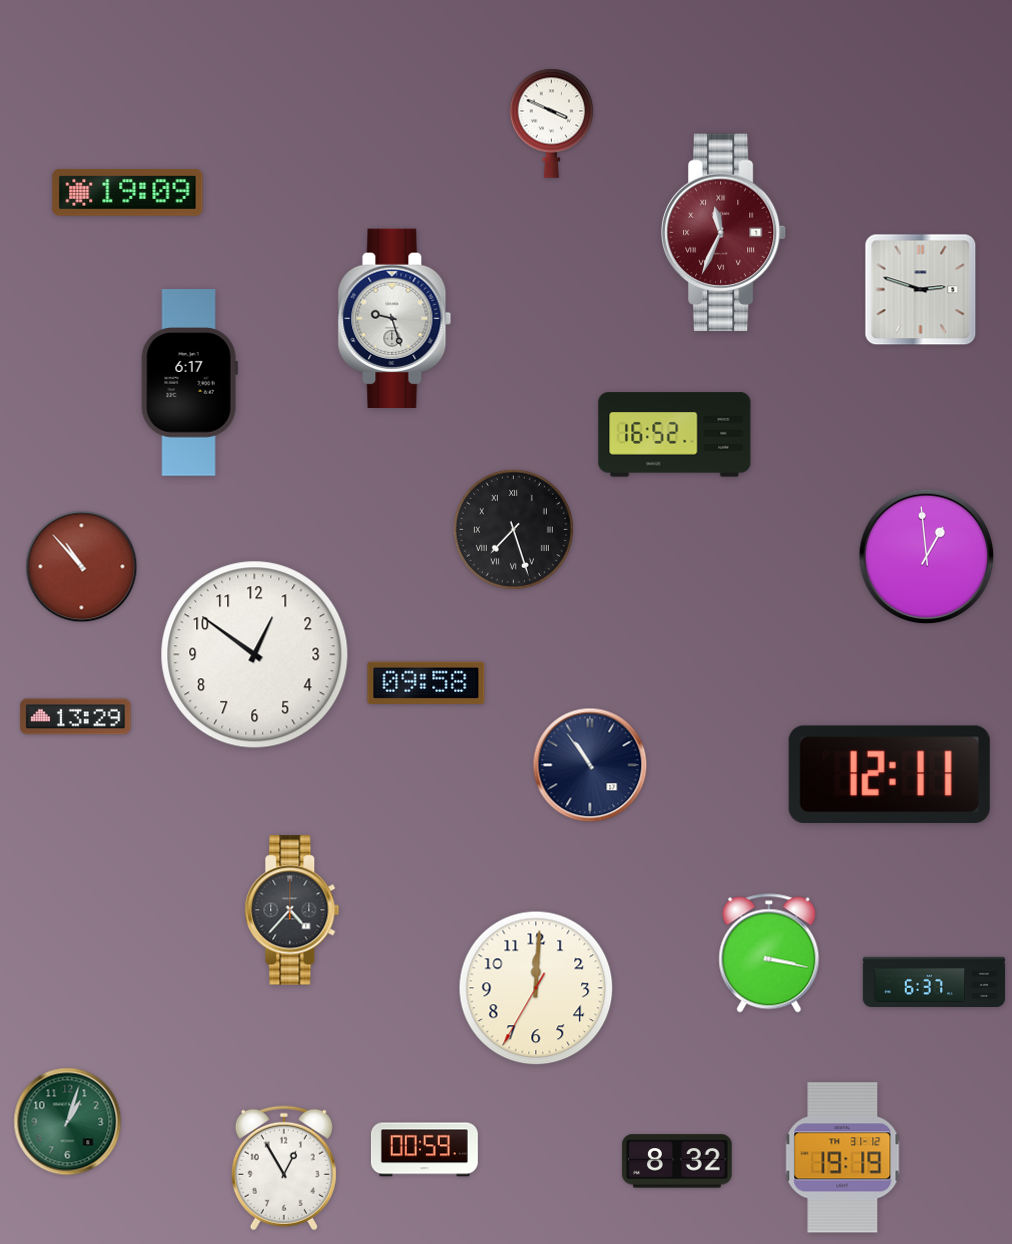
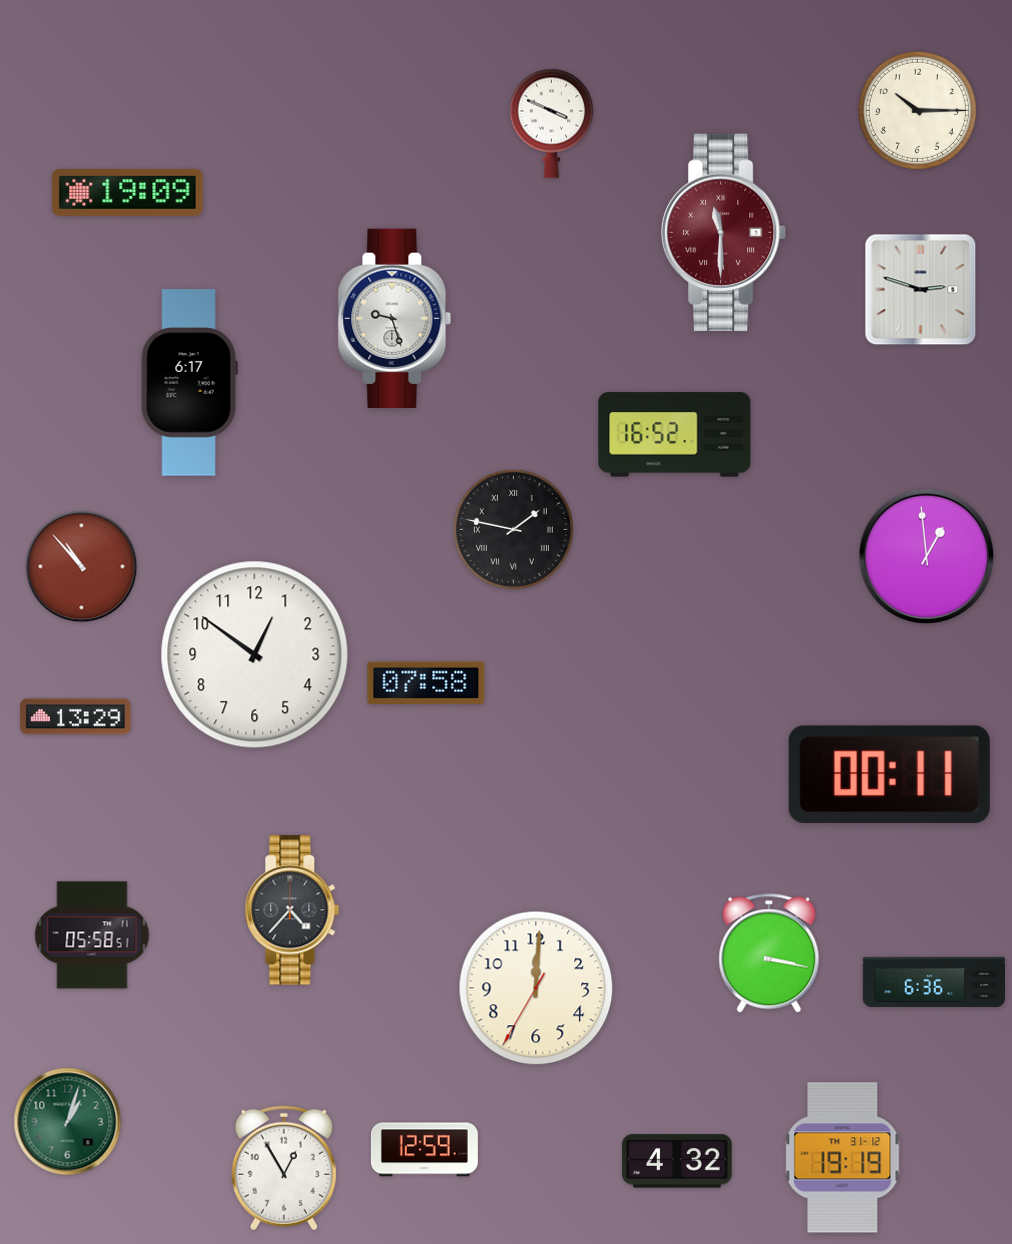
clock at (917, 110): none -> 10:15
clock at (724, 233): 11:34 -> 11:30
clock at (513, 529): 7:27 -> 1:47
clock at (426, 683): 09:58 -> 07:58
clock at (590, 765): 10:54 -> none
clock at (889, 774): 12:11 -> 00:11
clock at (92, 935): none -> 05:58
clock at (934, 981): 6:37 -> 6:36
clock at (424, 1150): 00:59 -> 12:59
clock at (677, 1161): 8:32 -> 4:32
